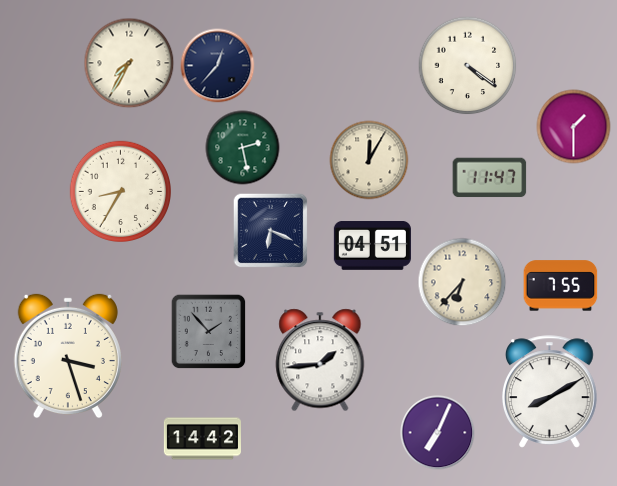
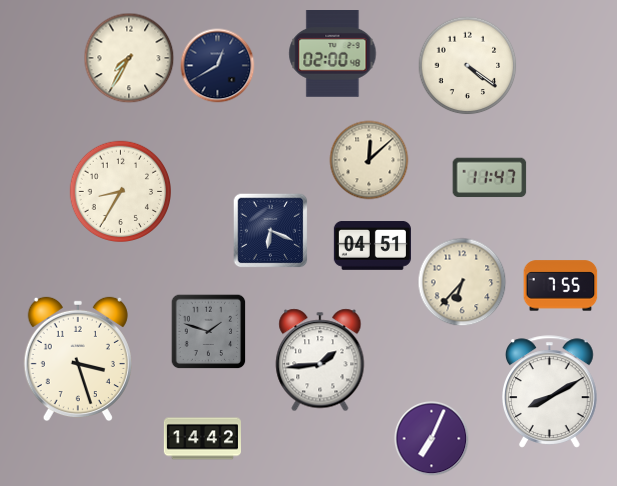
clock at (333, 54): none -> 02:00
clock at (129, 63) position: (129, 63) -> (129, 58)
clock at (218, 66): 12:37 -> 12:40
clock at (574, 127): 1:30 -> none
clock at (243, 148): 2:28 -> none
clock at (369, 160): 12:05 -> 12:08
clock at (209, 332): 1:53 -> 1:48
clock at (68, 356) position: (68, 356) -> (78, 359)
clock at (438, 433) position: (438, 433) -> (432, 439)
